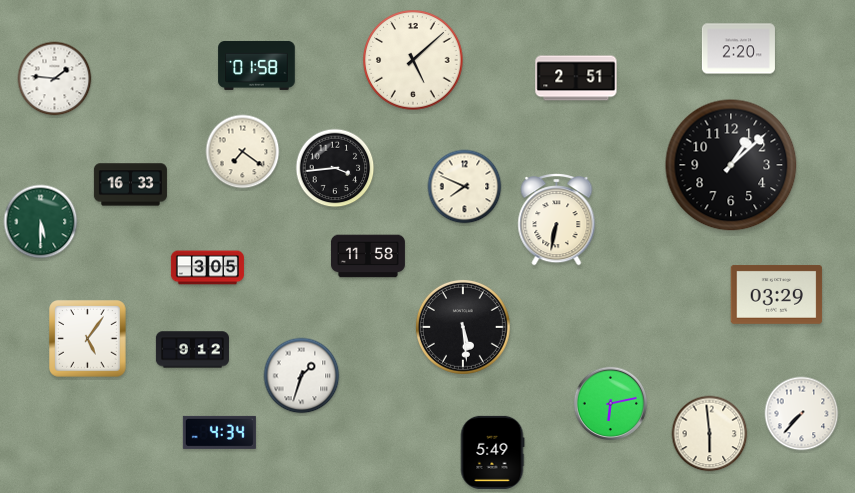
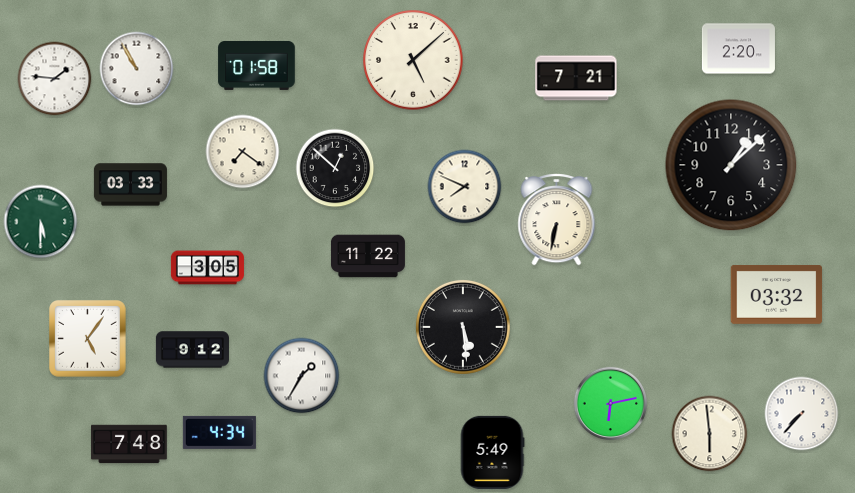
clock at (137, 69): none -> 10:55
clock at (576, 78): 2:51 -> 7:21
clock at (335, 168): 3:44 -> 12:52
clock at (130, 185): 16:33 -> 03:33
clock at (368, 256): 11:58 -> 11:22
clock at (777, 295): 03:29 -> 03:32
clock at (302, 376): 1:33 -> 1:35
clock at (129, 444): none -> 7:48
